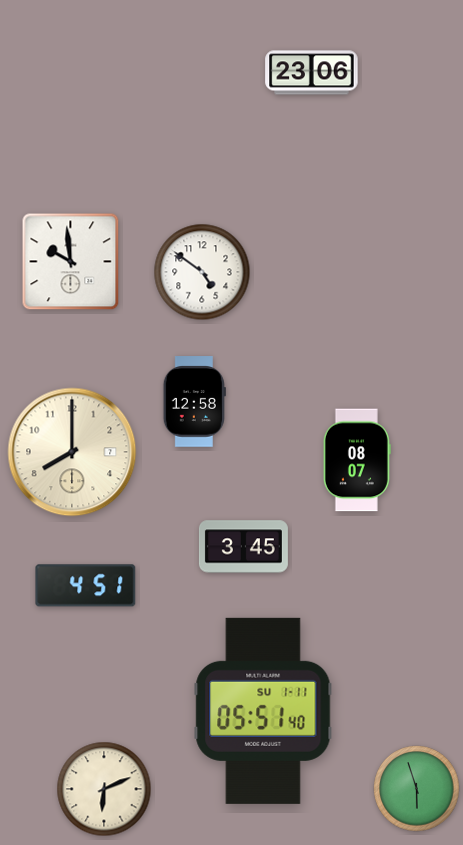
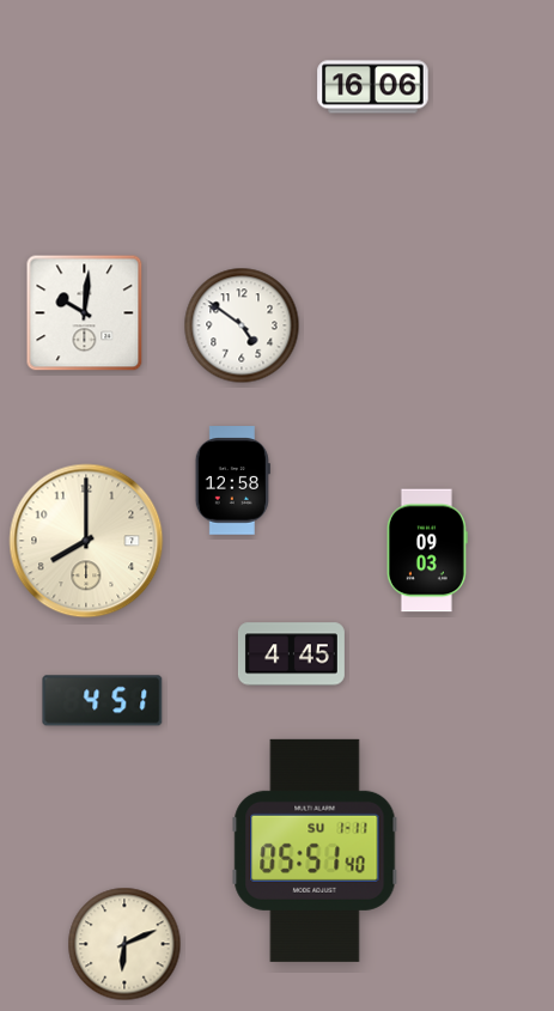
clock at (312, 73): 23:06 -> 16:06
clock at (71, 262): 9:59 -> 10:01
clock at (357, 460): 08:07 -> 09:03
clock at (243, 547): 3:45 -> 4:45
clock at (417, 789): 5:57 -> none
